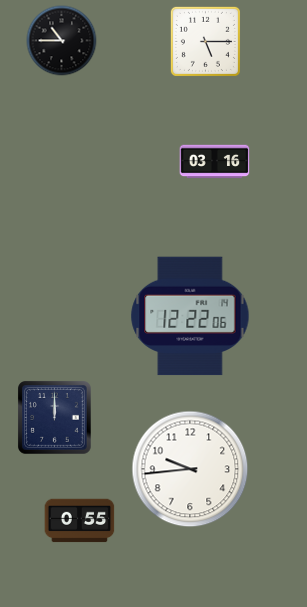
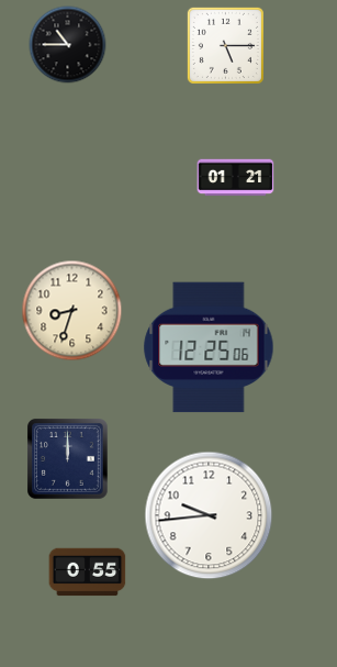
clock at (215, 162): 03:16 -> 01:21
clock at (72, 311): none -> 8:33
clock at (190, 316): 12:22 -> 12:25
clock at (55, 418) position: (55, 418) -> (68, 459)
